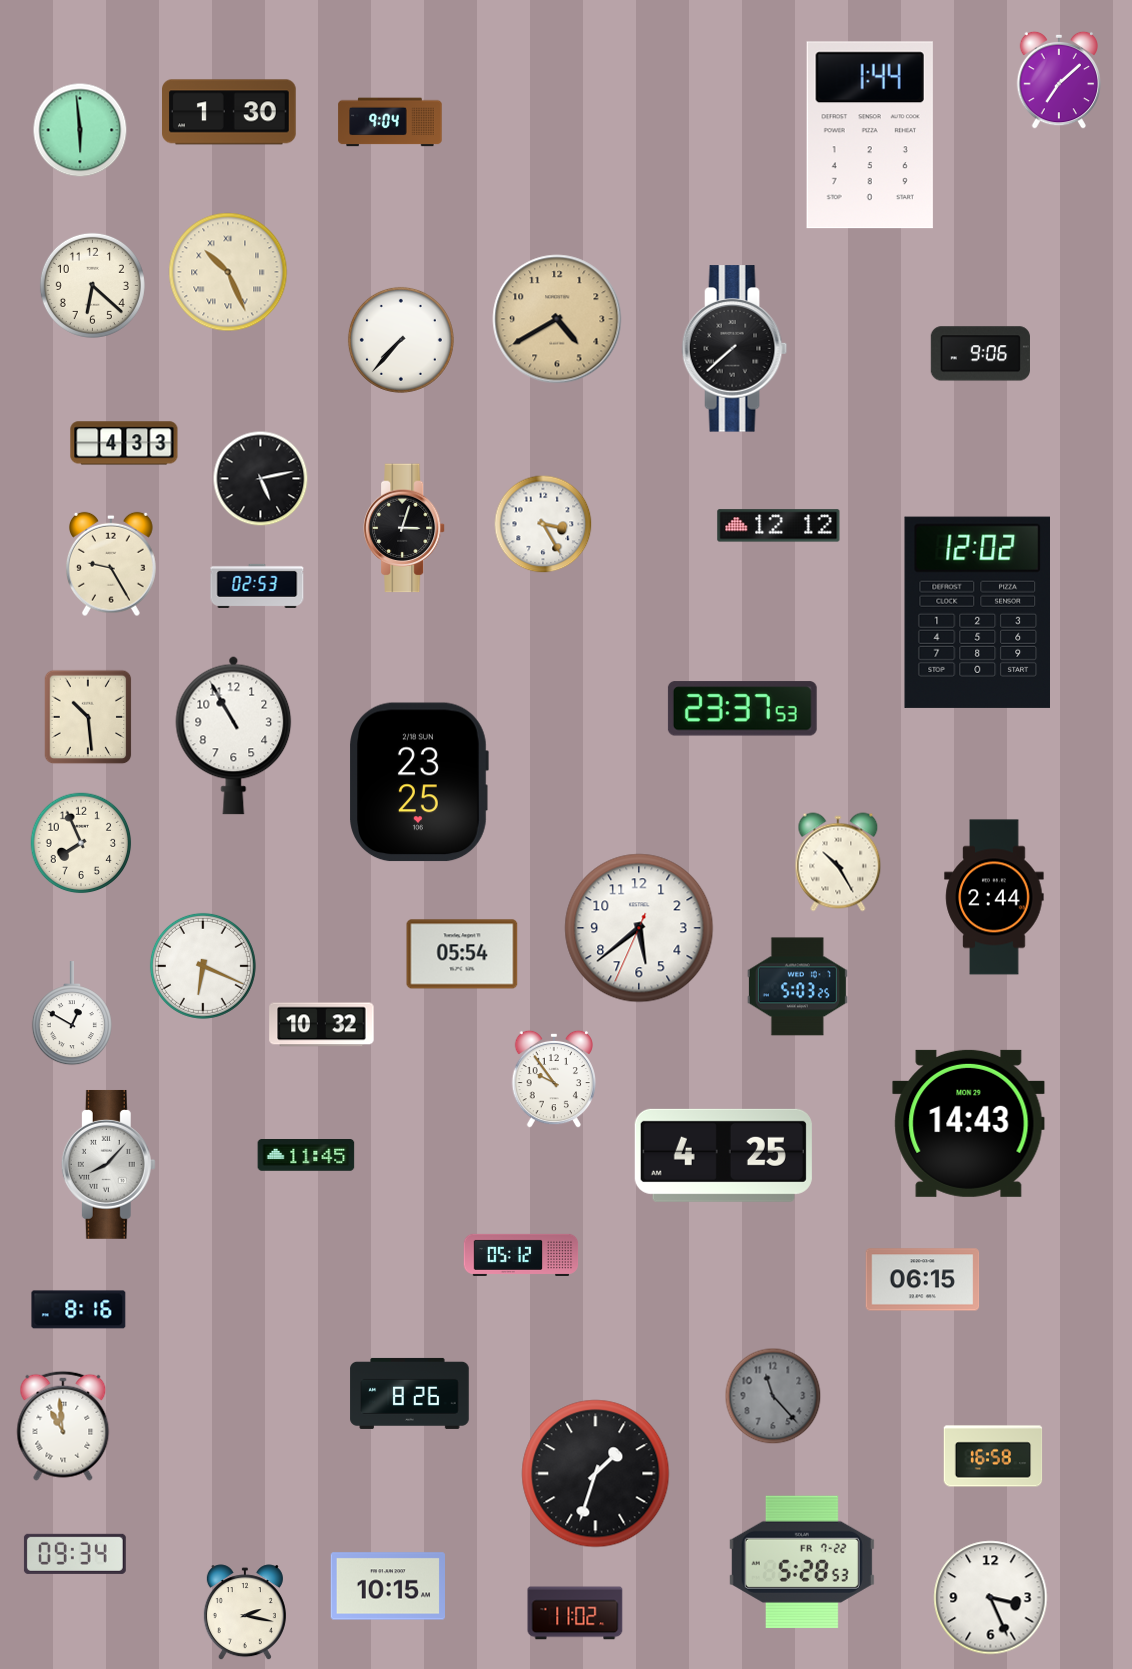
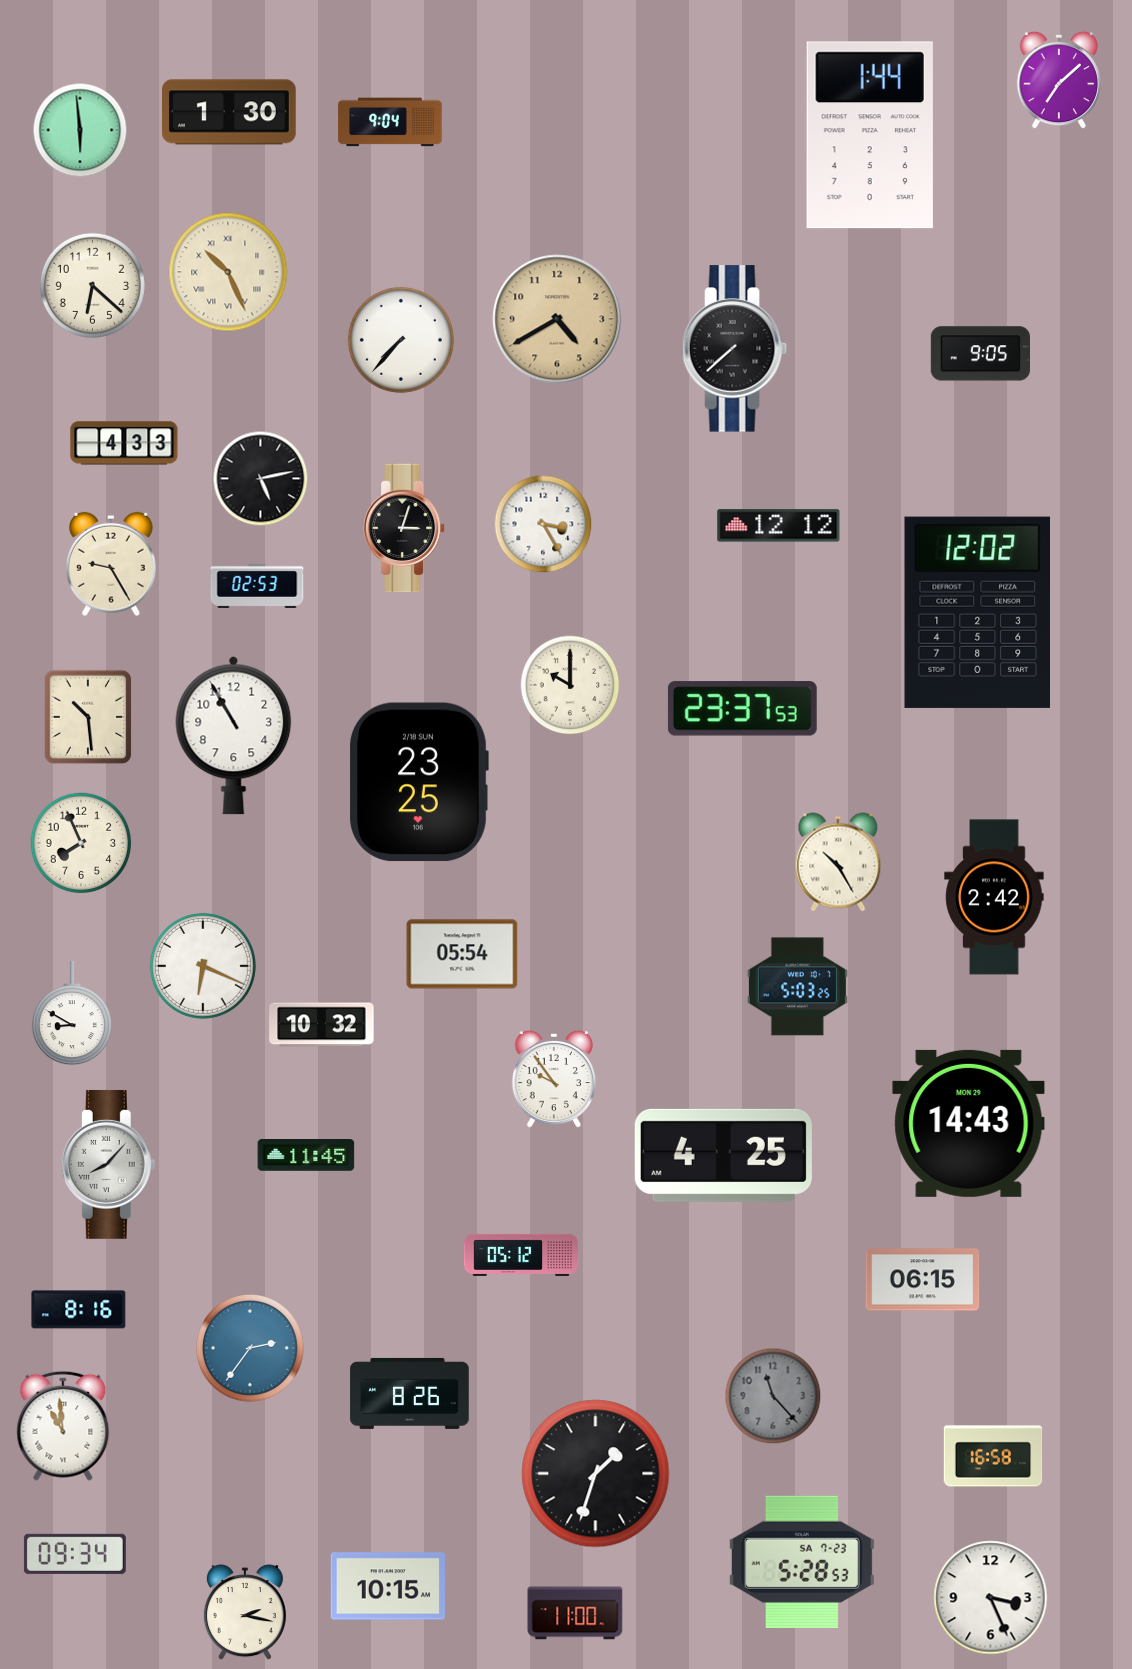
clock at (980, 354): 9:06 -> 9:05
clock at (570, 685): none -> 10:00
clock at (994, 897): 2:44 -> 2:42
clock at (639, 928): 5:38 -> none
clock at (72, 1014): 12:50 -> 8:50
clock at (250, 1348): none -> 2:36
clock at (802, 1562) date: FR 7-22 -> SA 7-23
clock at (575, 1613): 11:02 -> 11:00
